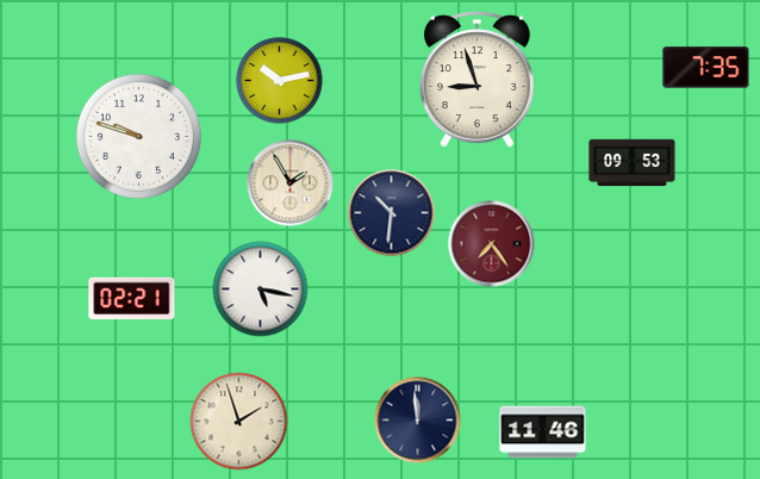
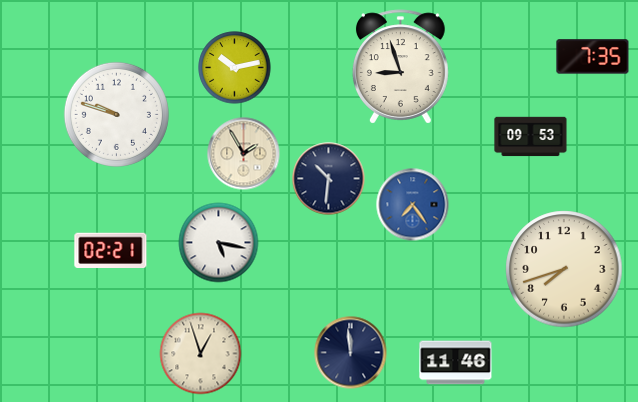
clock at (492, 244) dial: burgundy -> blue
clock at (564, 269): none -> 7:42
clock at (239, 422): 1:57 -> 12:57
